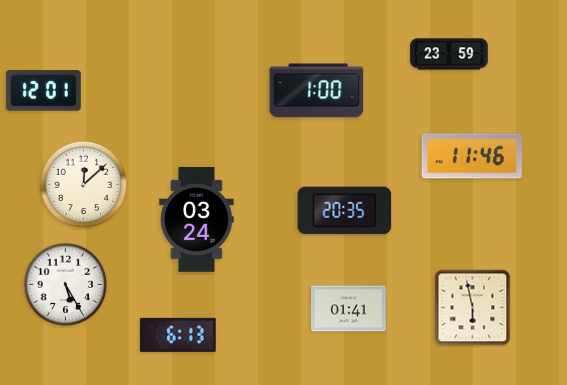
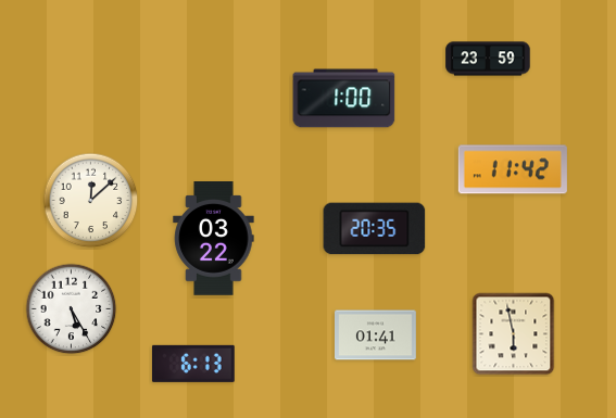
clock at (43, 91): 12:01 -> none
clock at (472, 156): 11:46 -> 11:42
clock at (197, 220): 03:24 -> 03:22
clock at (349, 309) position: (349, 309) -> (376, 335)
